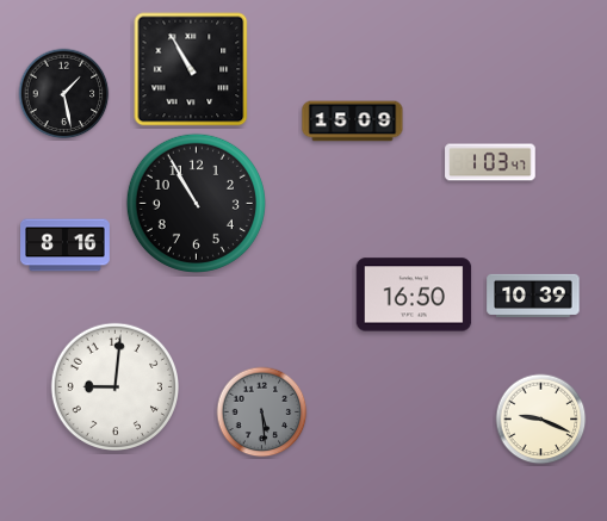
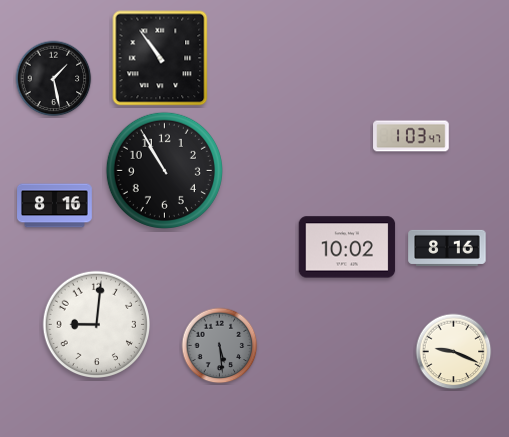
clock at (191, 69): 10:55 -> 10:54
clock at (353, 122): 15:09 -> none
clock at (414, 294): 16:50 -> 10:02
clock at (533, 296): 10:39 -> 8:16
